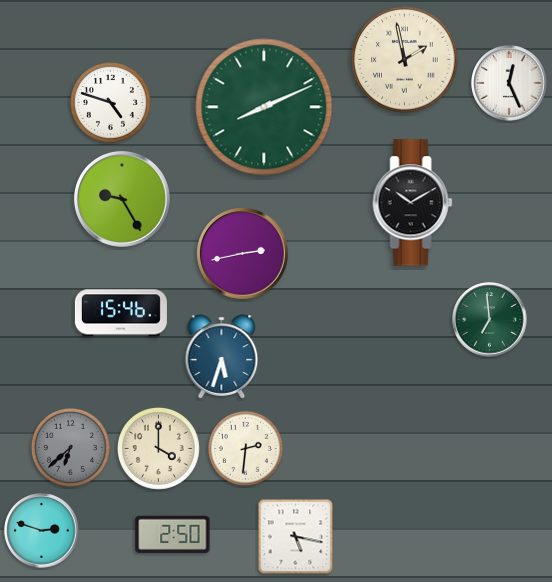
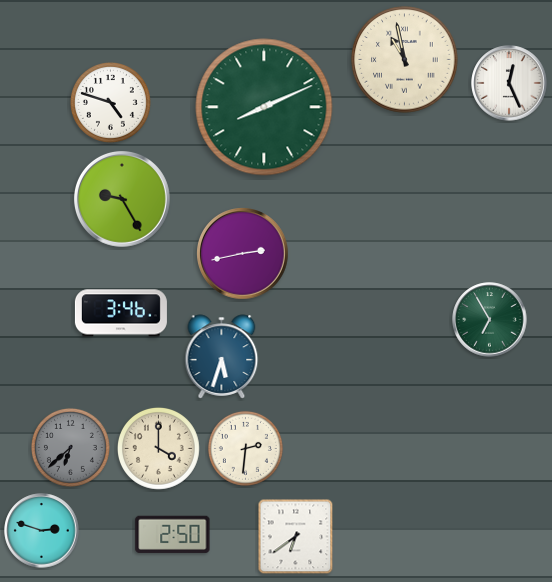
clock at (405, 60): 1:58 -> 10:58
clock at (413, 203): 10:10 -> none
clock at (121, 313): 15:46 -> 3:46
clock at (490, 320): 6:59 -> 6:55
clock at (296, 537): 5:17 -> 6:39
